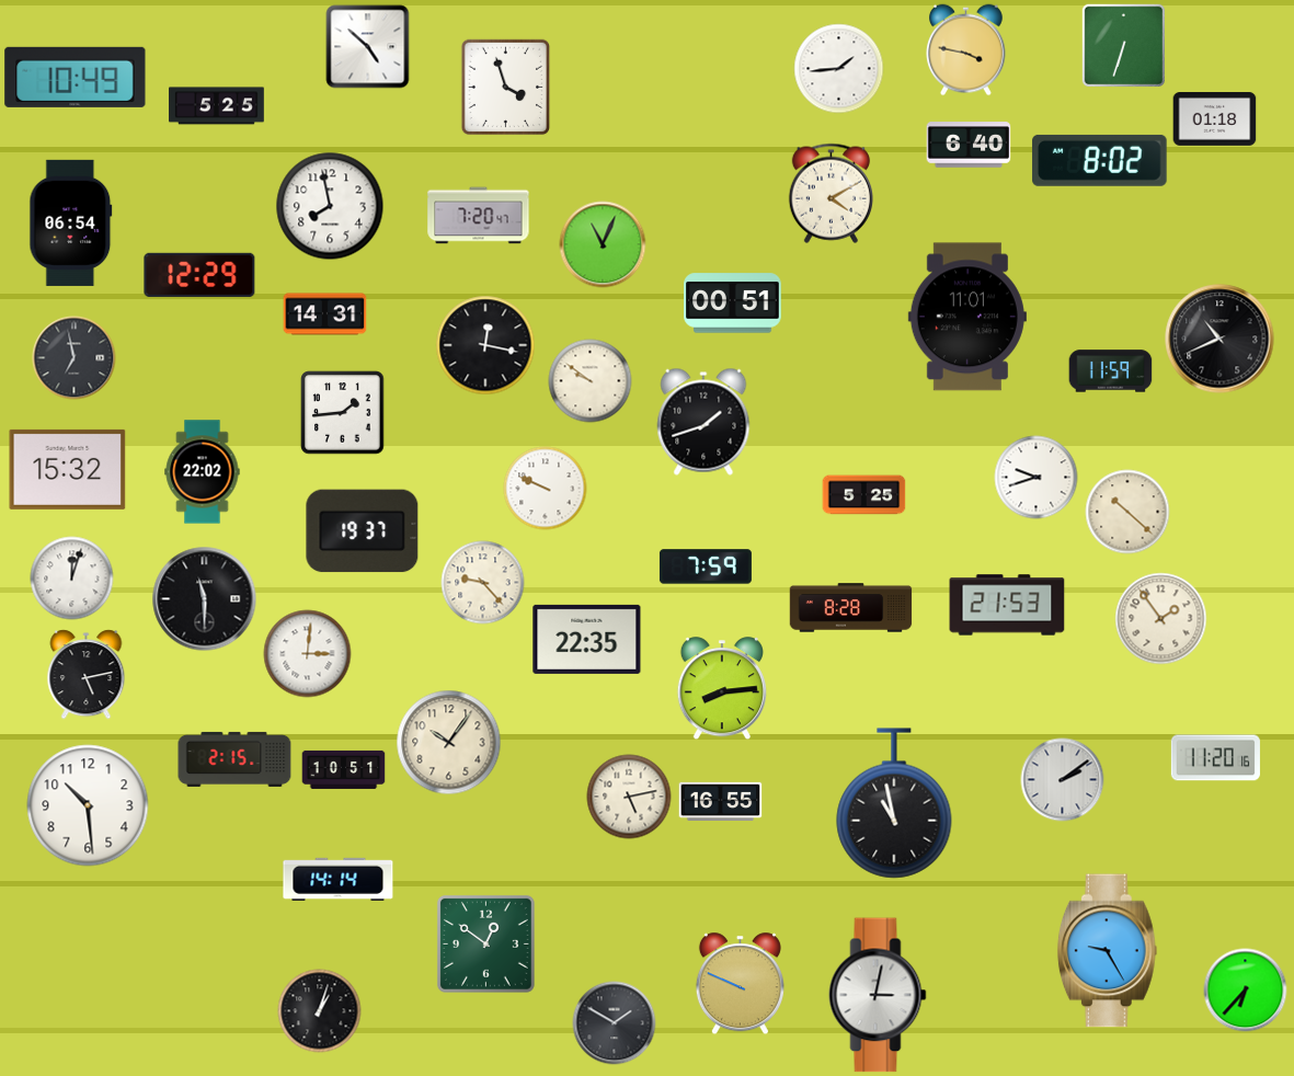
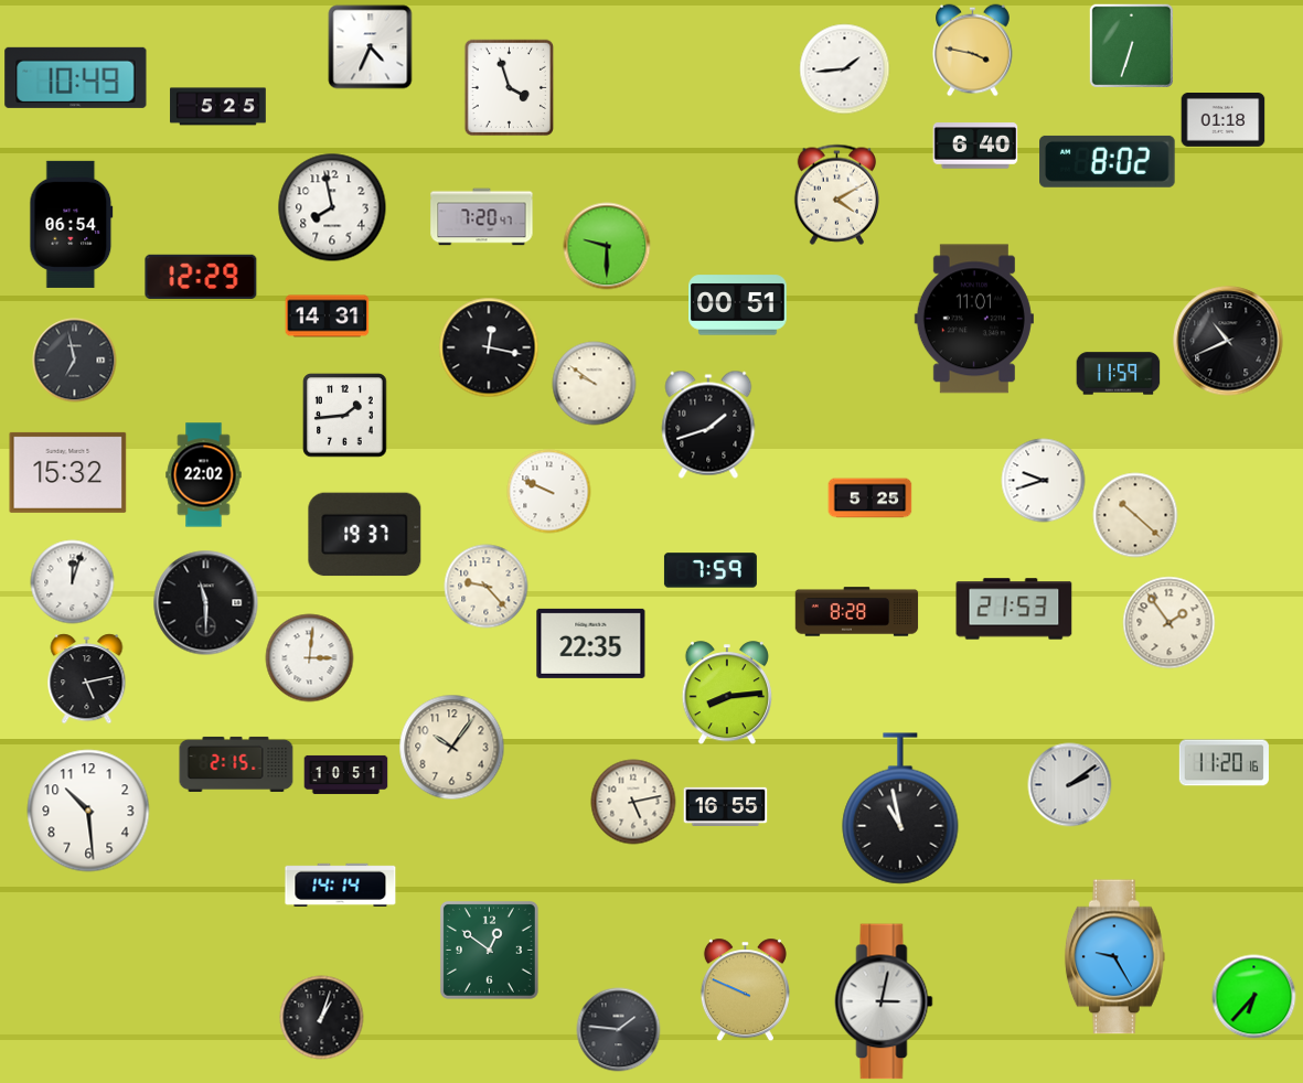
clock at (368, 47): 4:52 -> 4:34
clock at (603, 244): 11:04 -> 9:30
clock at (615, 1023): 1:50 -> 1:46
